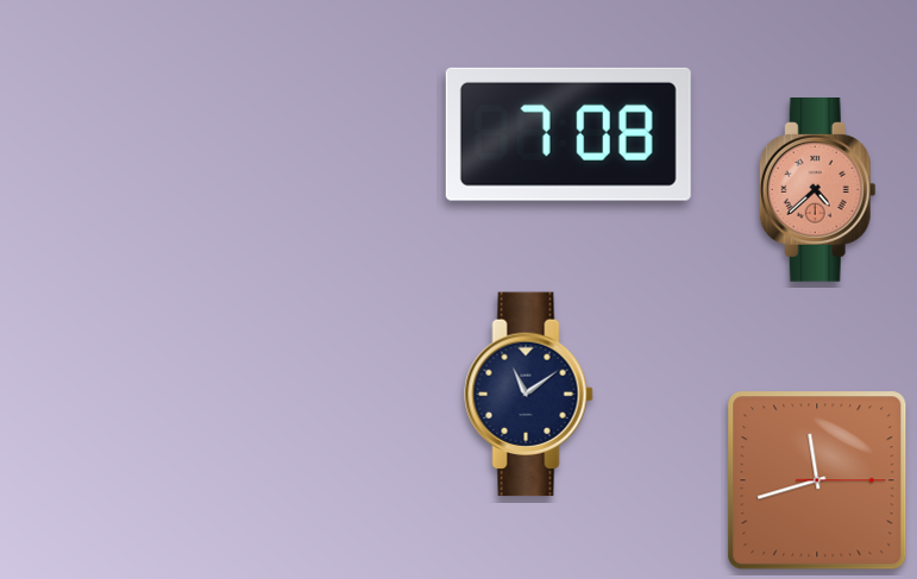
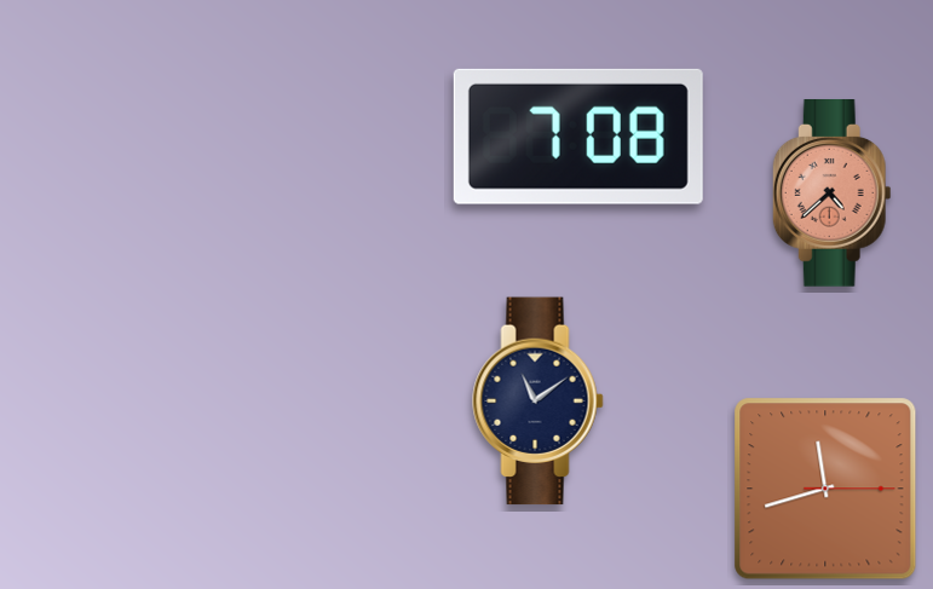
clock at (817, 480) position: (817, 480) -> (825, 489)
